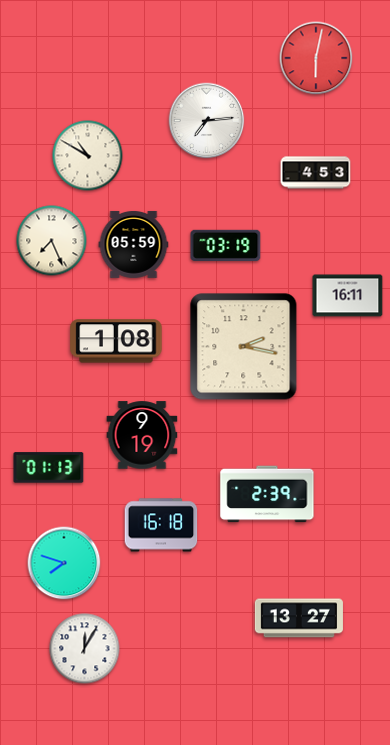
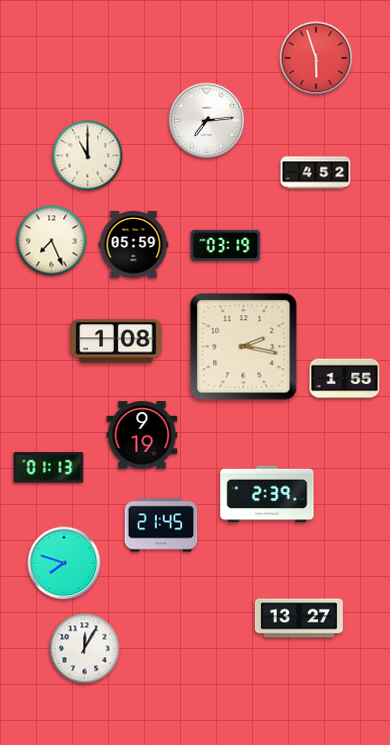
clock at (316, 58): 6:02 -> 5:57
clock at (88, 156): 10:50 -> 11:00
clock at (316, 173): 4:53 -> 4:52
clock at (348, 296): 16:11 -> none
clock at (345, 379): none -> 1:55
clock at (161, 525): 16:18 -> 21:45
